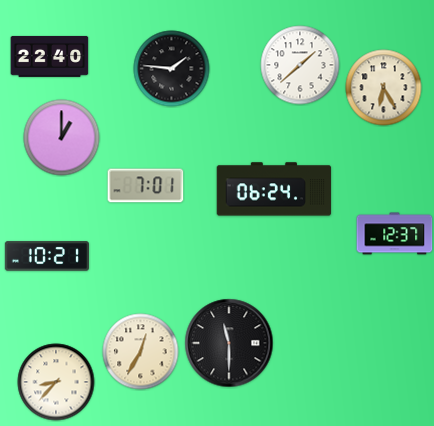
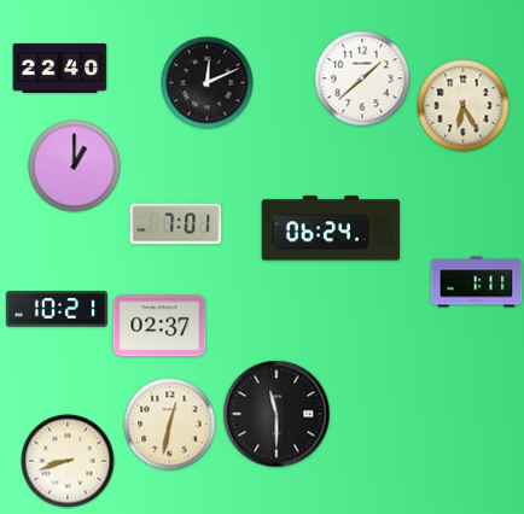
clock at (172, 69): 1:46 -> 12:11
clock at (395, 234): 12:37 -> 1:11
clock at (159, 326): none -> 02:37
clock at (141, 352): 12:35 -> 12:32
clock at (56, 382): 8:37 -> 8:42
